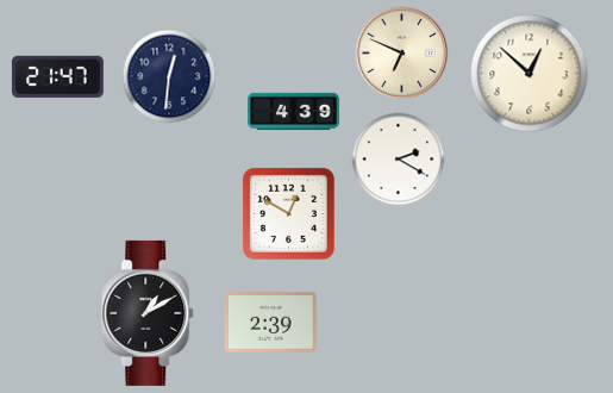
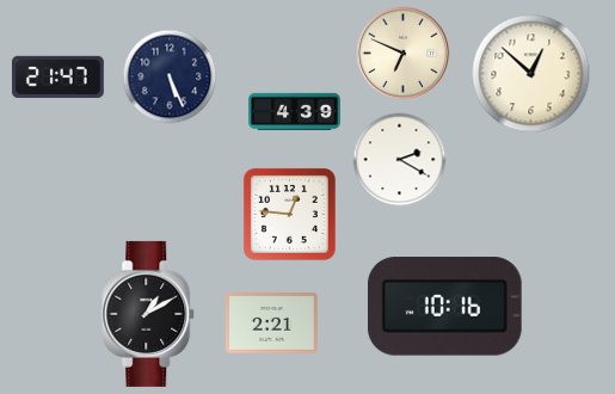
clock at (169, 76): 12:31 -> 5:26
clock at (288, 213): 12:50 -> 12:46
clock at (444, 307): none -> 10:16
clock at (270, 323): 2:39 -> 2:21
